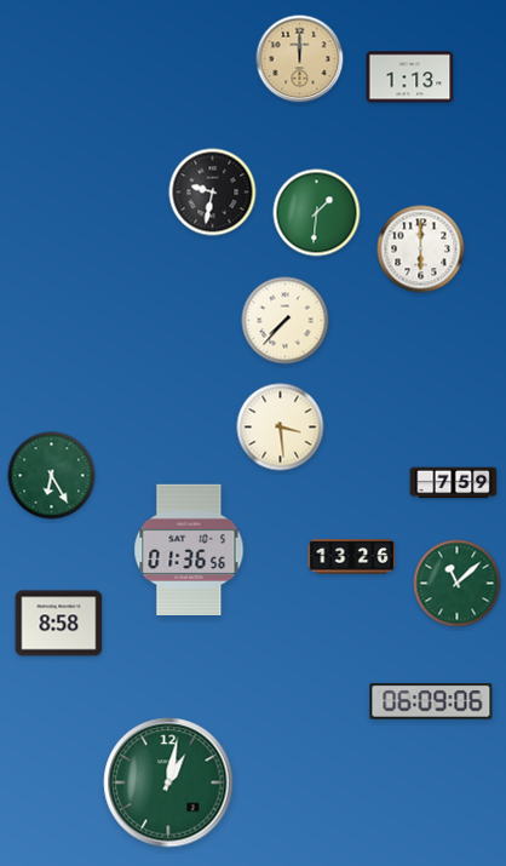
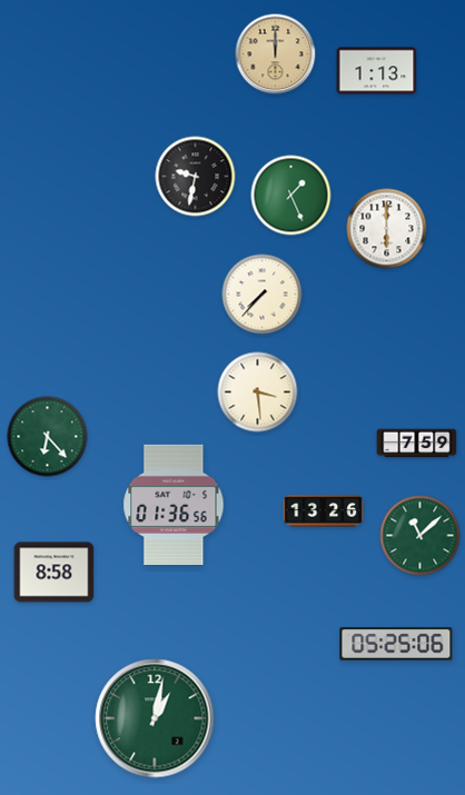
clock at (317, 213): 1:31 -> 1:26
clock at (52, 476): 6:25 -> 6:23
clock at (431, 701): 06:09 -> 05:25
